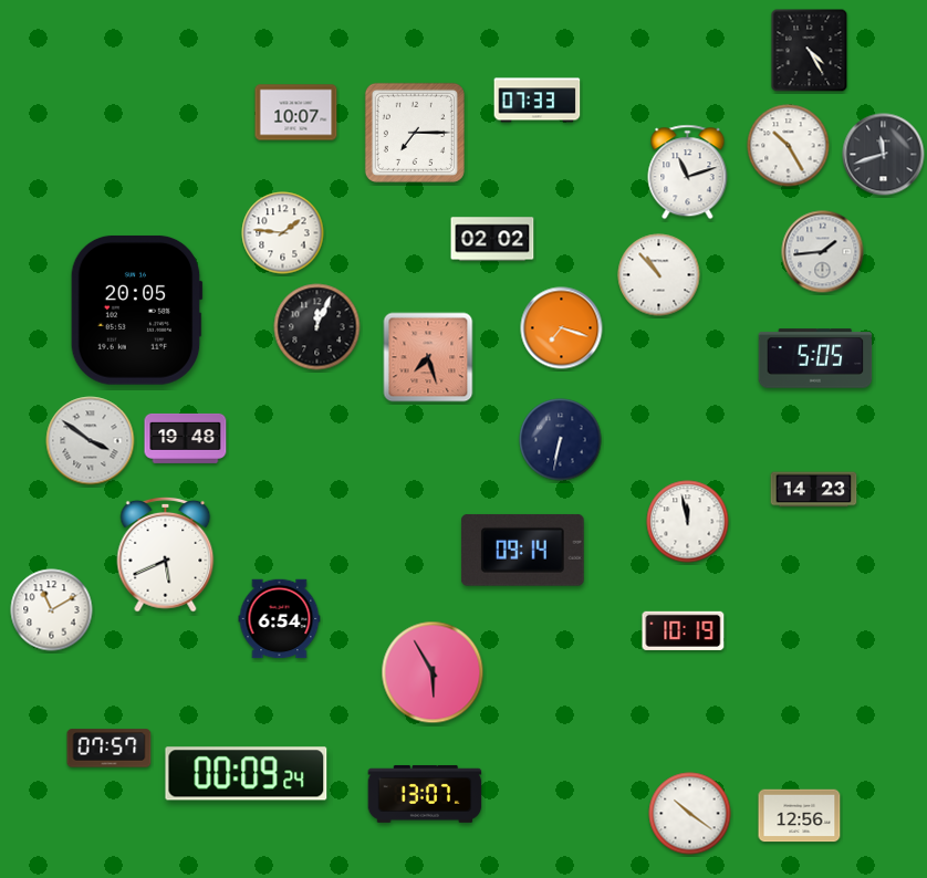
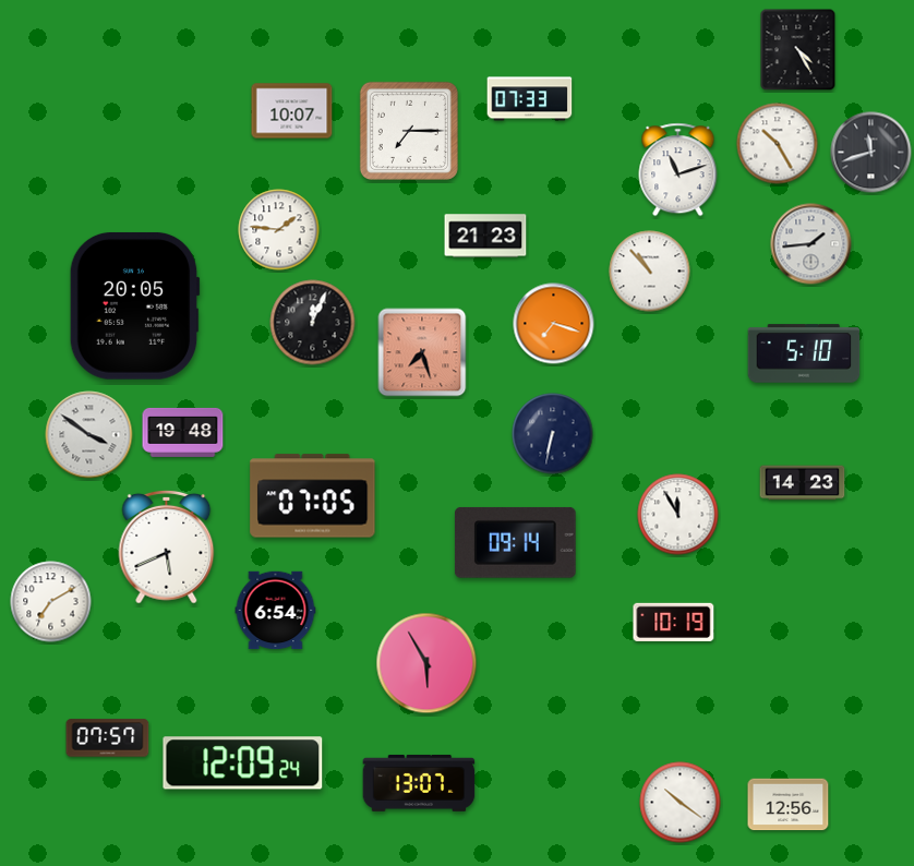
clock at (492, 239): 02:02 -> 21:23
clock at (823, 252) position: (823, 252) -> (811, 244)
clock at (815, 358): 5:05 -> 5:10
clock at (313, 496): none -> 07:05
clock at (688, 522): 11:58 -> 11:55
clock at (166, 554) position: (166, 554) -> (167, 546)
clock at (52, 610): 11:10 -> 7:10
clock at (247, 774): 00:09 -> 12:09
